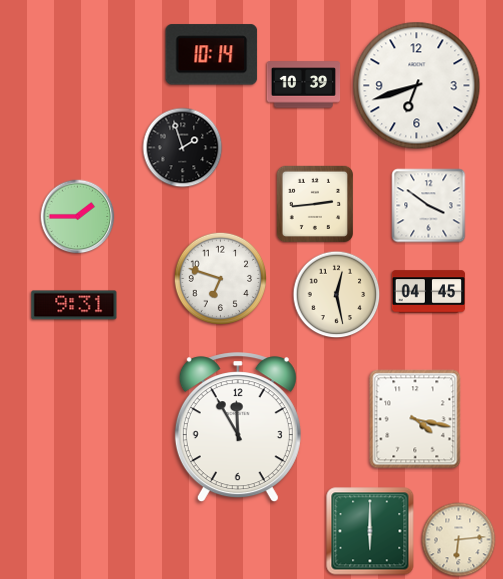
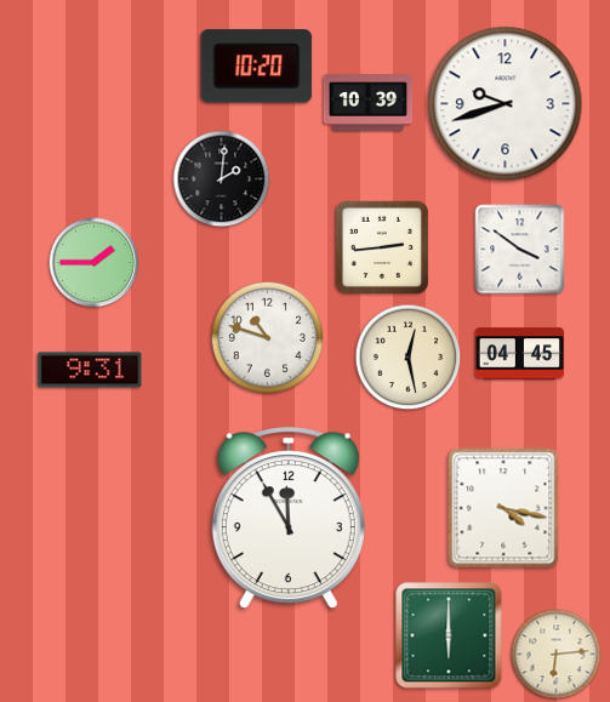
clock at (212, 55): 10:14 -> 10:20
clock at (417, 86): 6:42 -> 9:42
clock at (183, 148): 1:57 -> 2:01
clock at (220, 278): 6:48 -> 10:48
clock at (370, 531) position: (370, 531) -> (449, 635)
